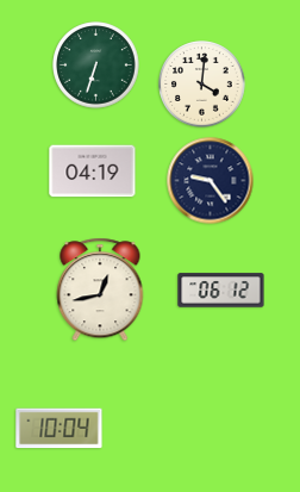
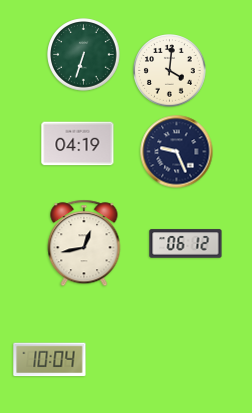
clock at (96, 66) position: (96, 66) -> (84, 55)
clock at (211, 181): 9:24 -> 9:26
